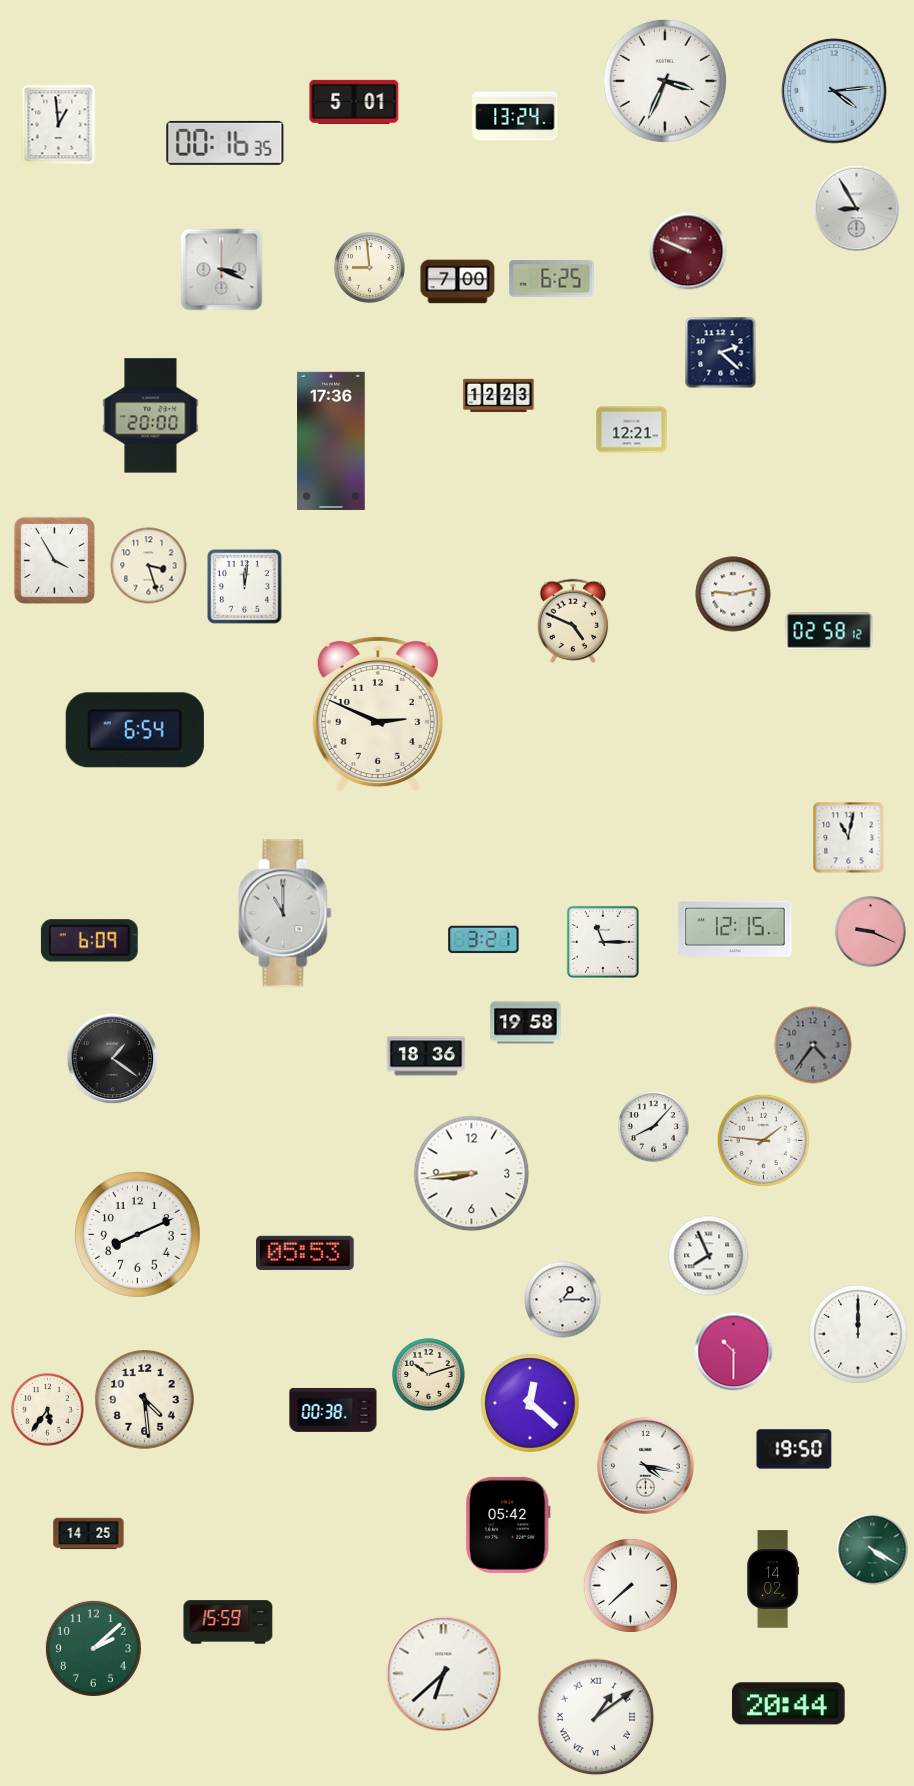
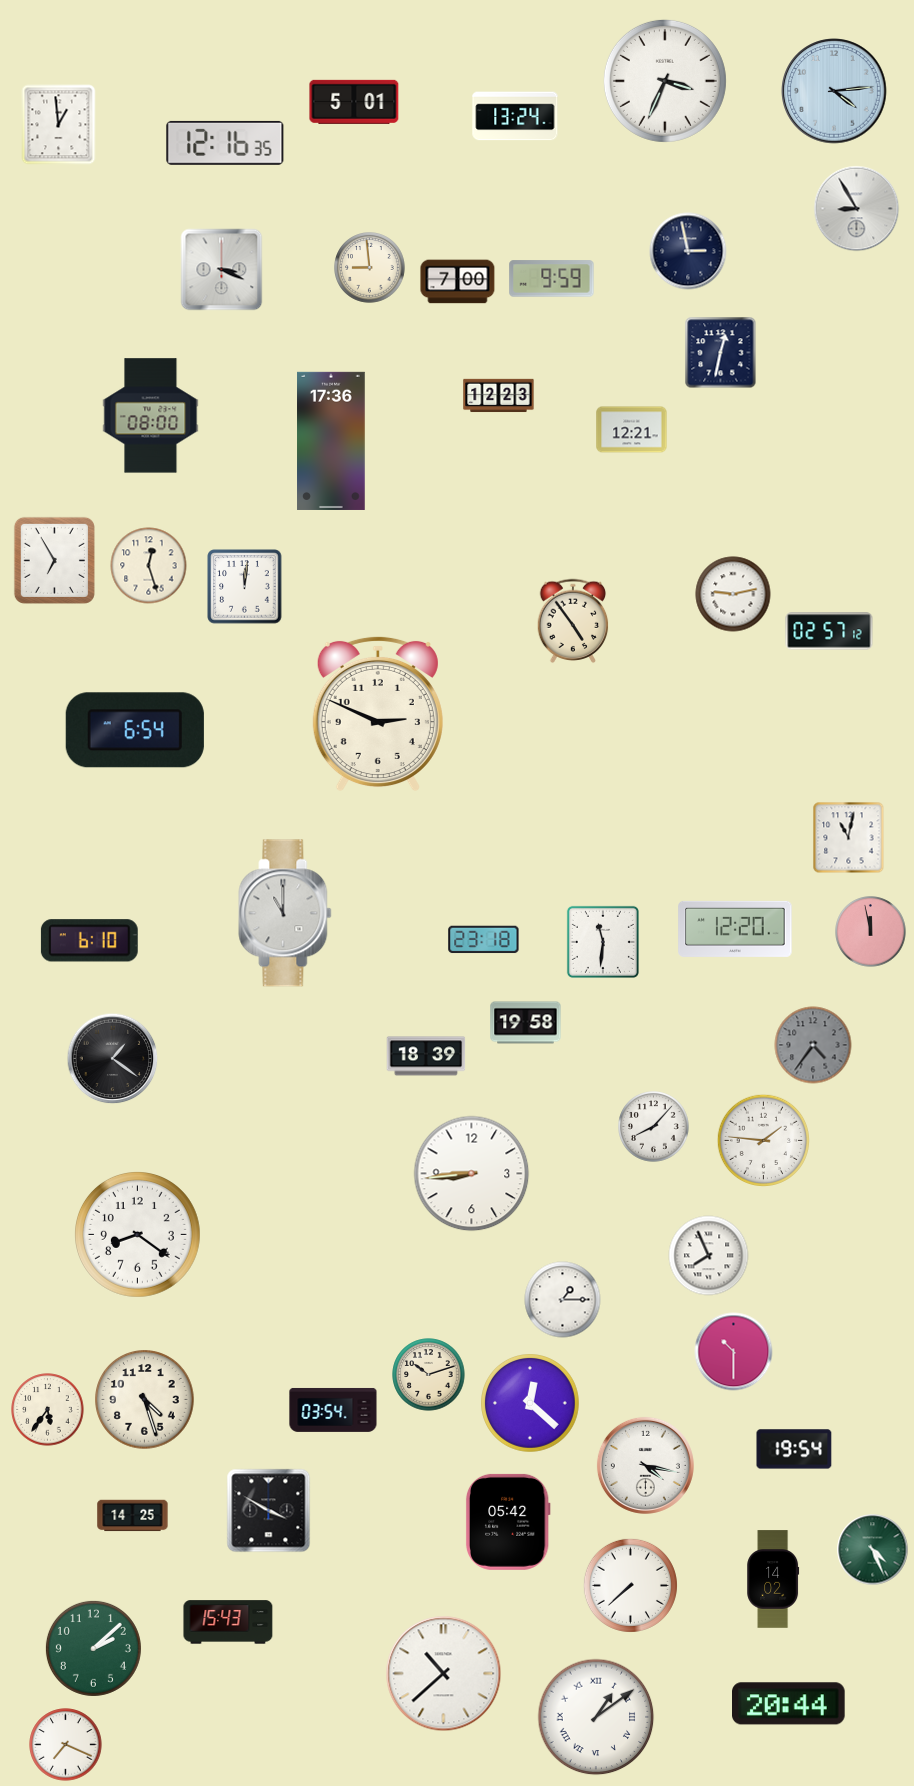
clock at (225, 143): 00:16 -> 12:16
clock at (688, 251): 9:49 -> 2:58
clock at (688, 251) dial: burgundy -> navy
clock at (552, 279): 6:25 -> 9:59
clock at (721, 353): 2:22 -> 12:32
clock at (151, 416): 20:00 -> 08:00
clock at (54, 560): 3:55 -> 6:55
clock at (149, 566): 3:27 -> 12:27
clock at (573, 621): 4:49 -> 4:54
clock at (829, 631): 02:58 -> 02:57
clock at (735, 929): 12:15 -> 12:20
clock at (871, 932): 9:19 -> 11:58
clock at (484, 940): 3:21 -> 23:18
clock at (89, 941): 6:09 -> 6:10
clock at (603, 942): 11:15 -> 11:31
clock at (426, 1056): 18:36 -> 18:39
clock at (138, 1235): 8:11 -> 8:21
clock at (305, 1253): 05:53 -> none
clock at (859, 1335): 12:00 -> none
clock at (145, 1400): 4:29 -> 4:27
clock at (333, 1410): 00:38 -> 03:54
clock at (794, 1449): 19:50 -> 19:54
clock at (269, 1511): none -> 3:50
clock at (508, 1525) position: (508, 1525) -> (508, 1522)
clock at (89, 1534) position: (89, 1534) -> (133, 1516)
clock at (873, 1550): 4:20 -> 4:26
clock at (228, 1622): 15:59 -> 15:43
clock at (444, 1674): 6:38 -> 10:38
clock at (66, 1745): none -> 7:19
